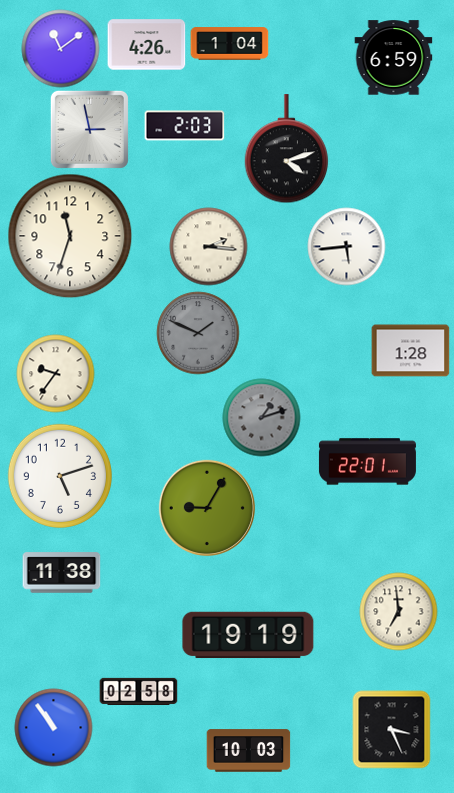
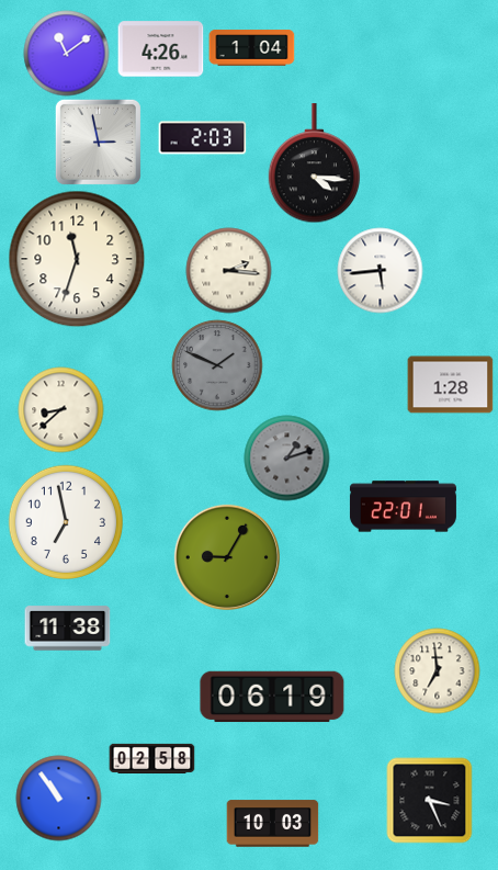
clock at (393, 58): 6:59 -> none
clock at (287, 149): 4:12 -> 4:16
clock at (55, 373): 9:36 -> 8:38
clock at (59, 475): 5:12 -> 6:58
clock at (248, 635): 19:19 -> 06:19
